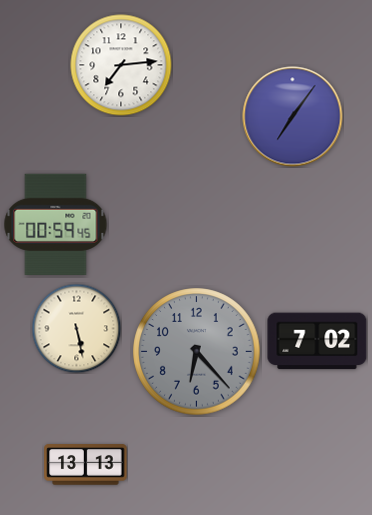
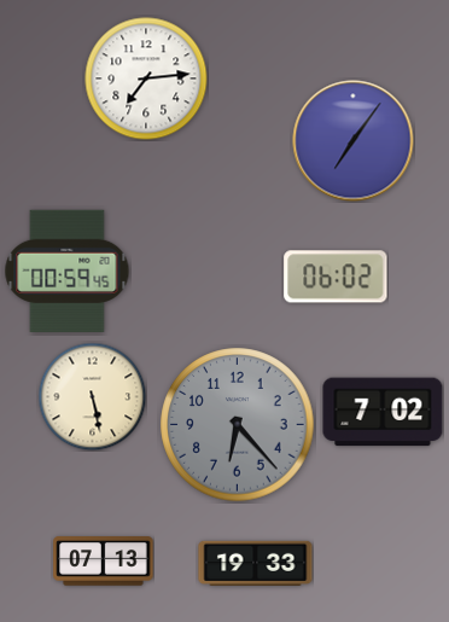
clock at (336, 277): none -> 06:02
clock at (86, 465): 13:13 -> 07:13
clock at (256, 563): none -> 19:33
